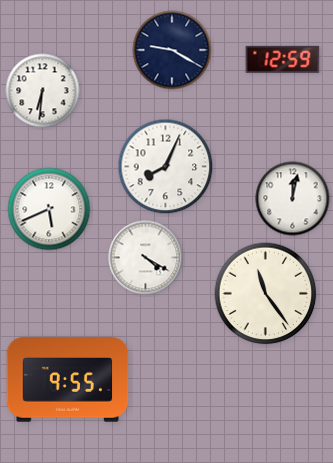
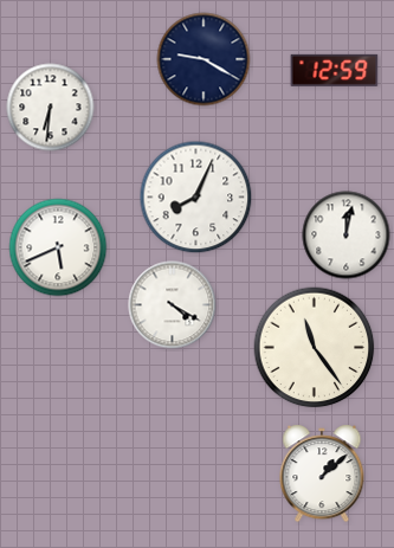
clock at (68, 380): 9:55 -> none
clock at (322, 473): none -> 1:08
